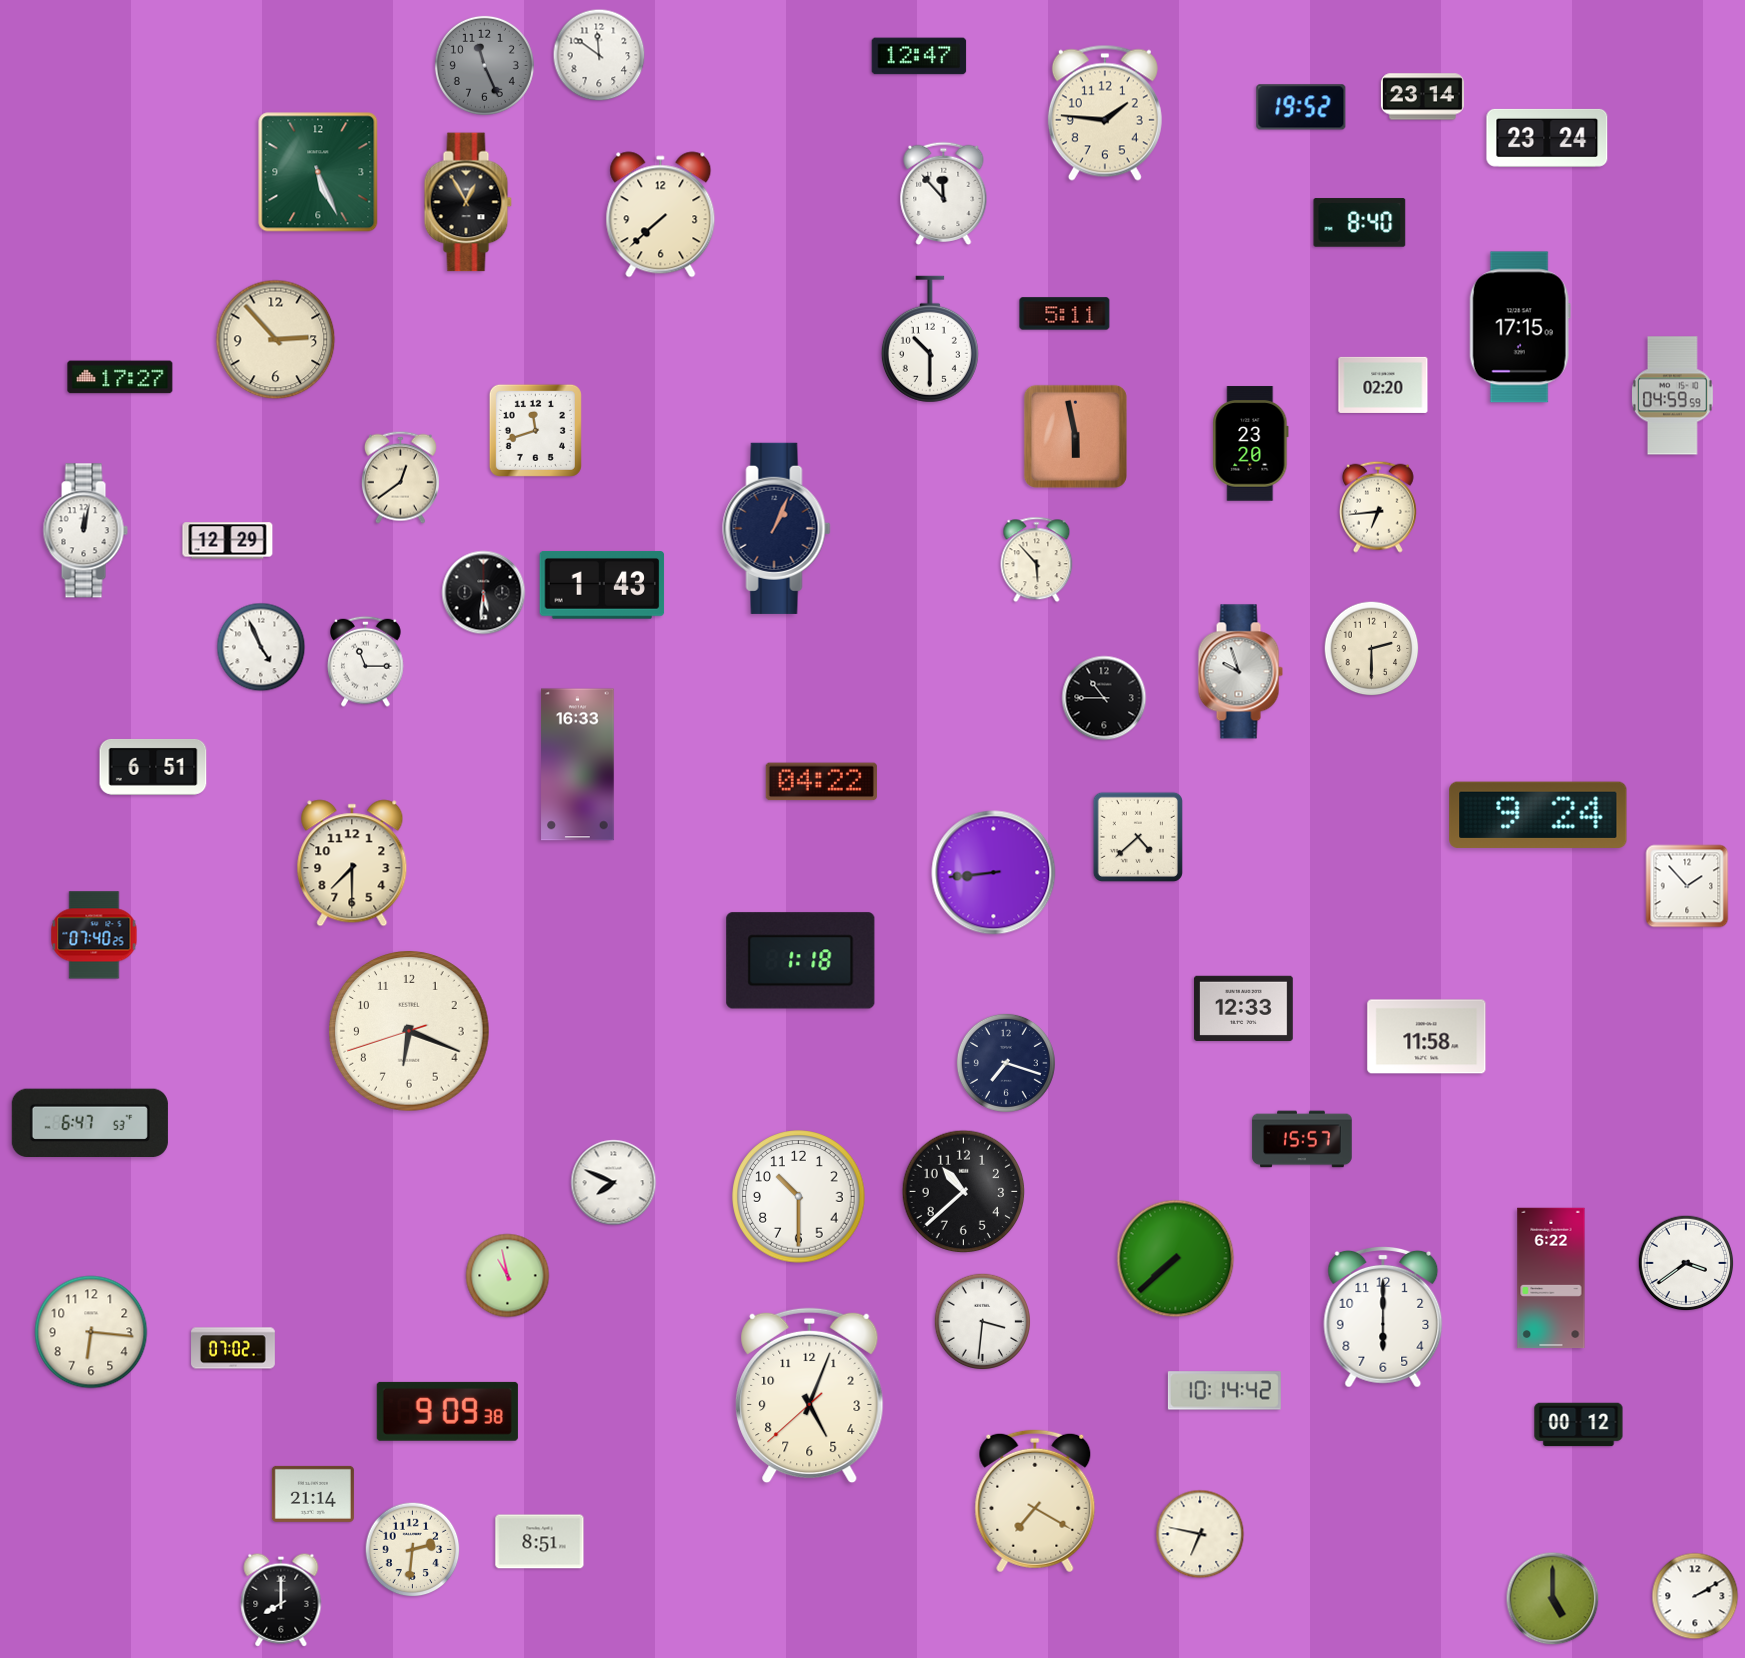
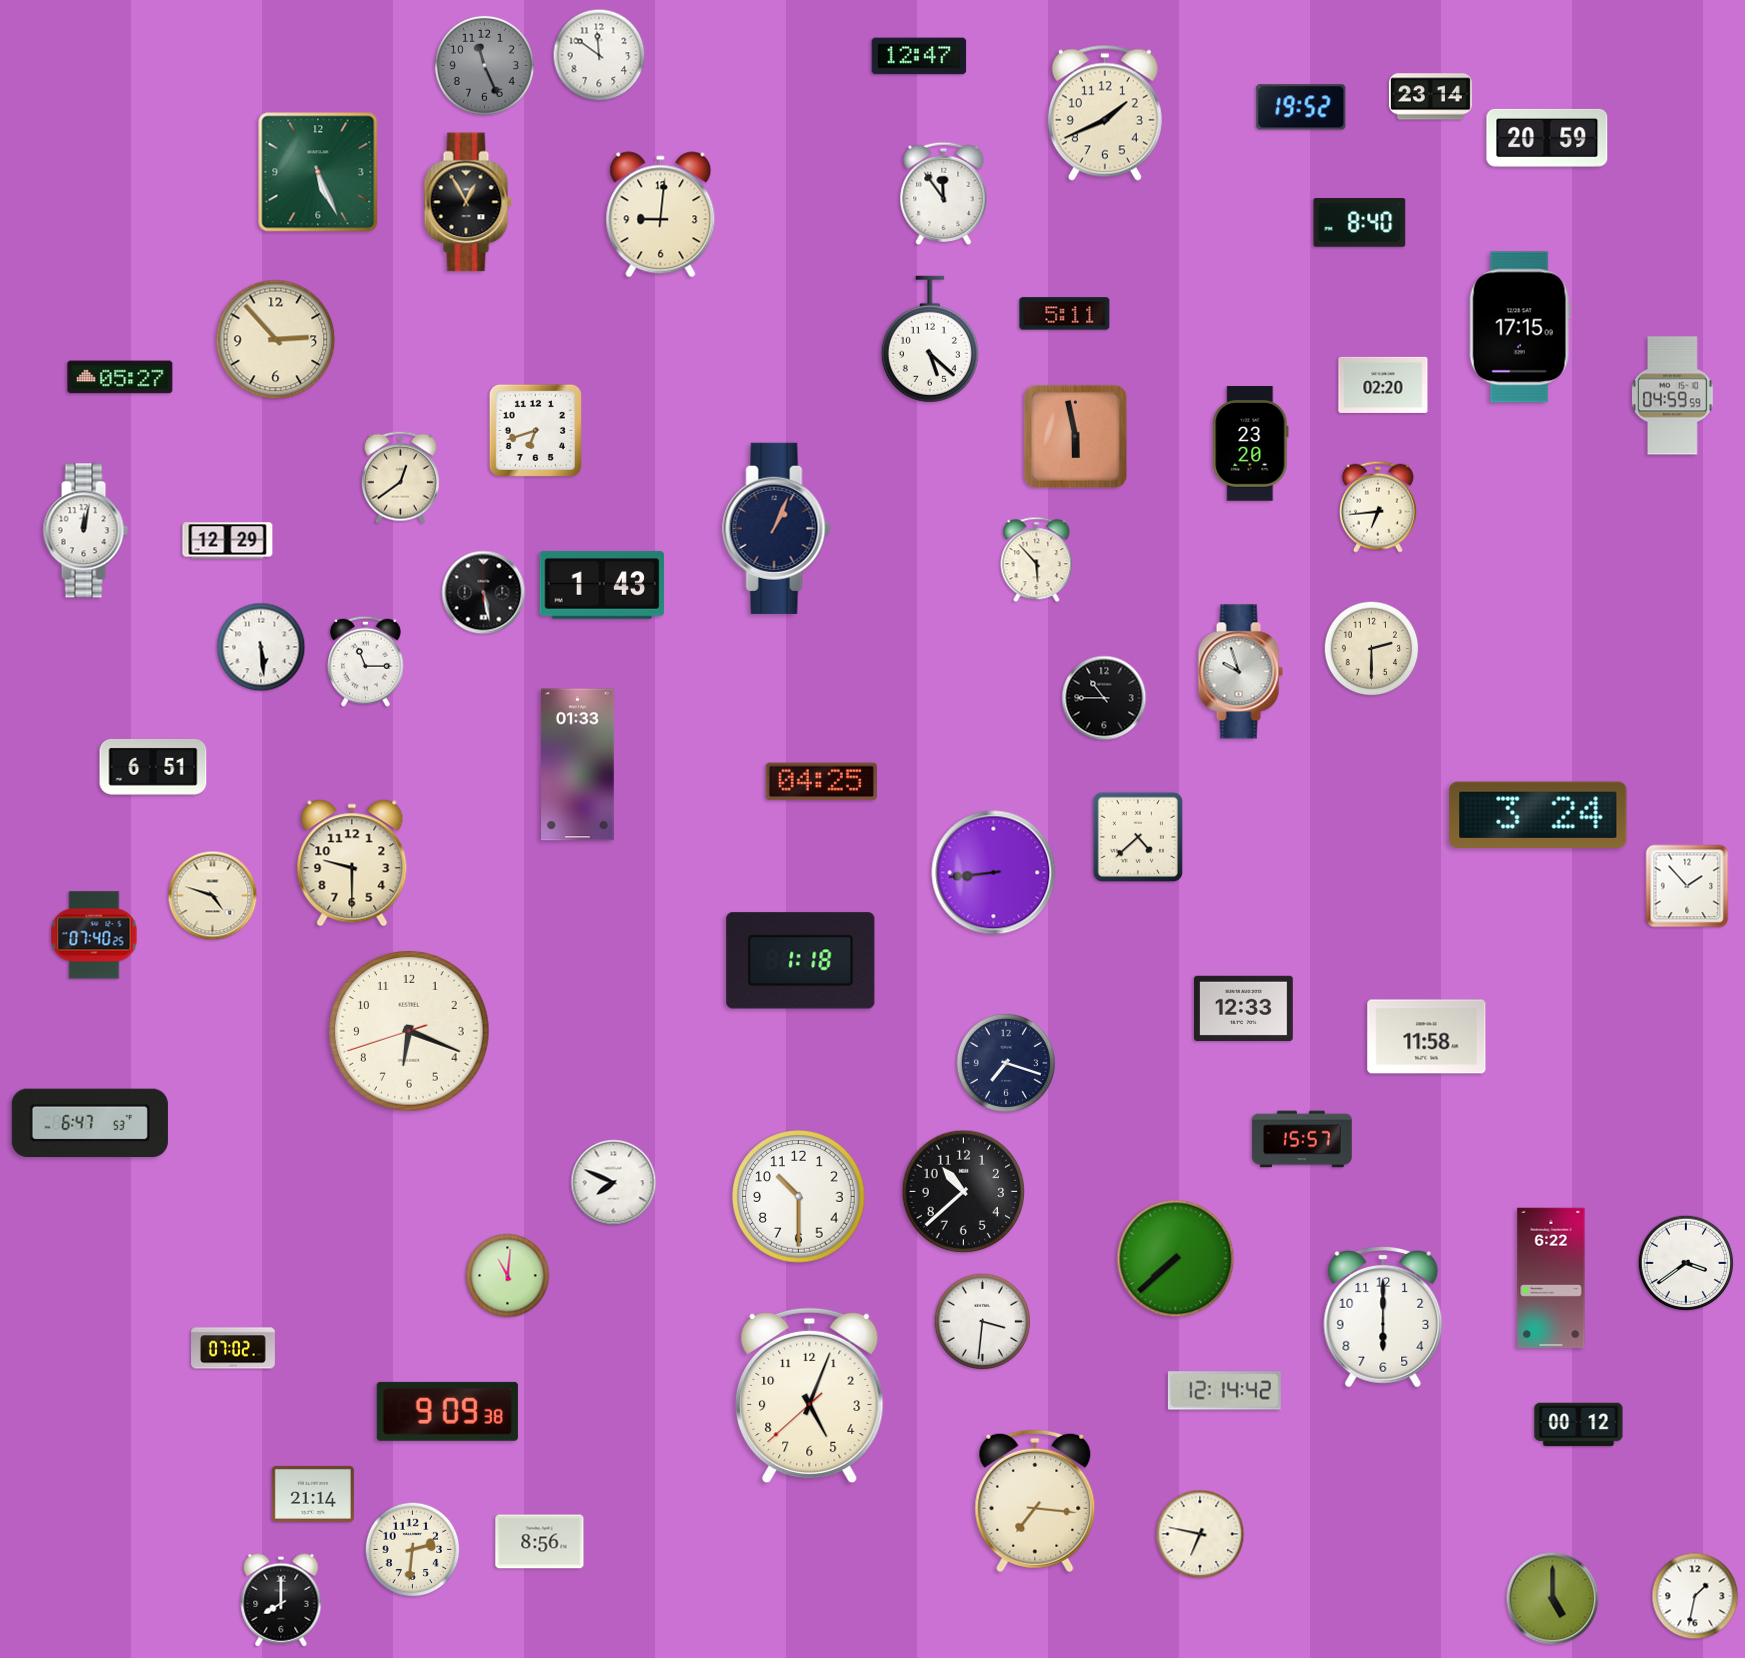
clock at (1422, 97) position: (1422, 97) -> (1430, 97)
clock at (1105, 113): 1:46 -> 1:41
clock at (1547, 138): 23:24 -> 20:59
clock at (944, 193): 11:53 -> 11:54
clock at (661, 215): 7:38 -> 9:01
clock at (930, 339): 10:30 -> 5:22
clock at (120, 377): 17:27 -> 05:27
clock at (535, 430): 11:42 -> 6:42
clock at (484, 593): 5:31 -> 5:28
clock at (261, 647): 4:56 -> 5:29
clock at (578, 765): 16:33 -> 01:33
clock at (821, 782): 04:22 -> 04:25
clock at (1538, 815): 9:24 -> 3:24
clock at (352, 863): 7:30 -> 9:30
clock at (213, 896): none -> 4:48
clock at (508, 1276): 10:58 -> 11:01
clock at (91, 1332): 6:16 -> none
clock at (1224, 1391): 10:14 -> 12:14
clock at (1035, 1501): 7:20 -> 7:16
clock at (540, 1542): 8:51 -> 8:56
clock at (1695, 1596): 2:10 -> 1:32
